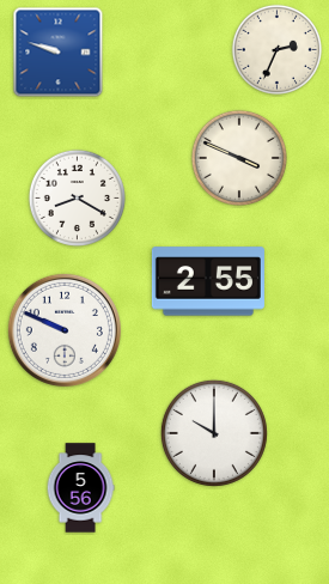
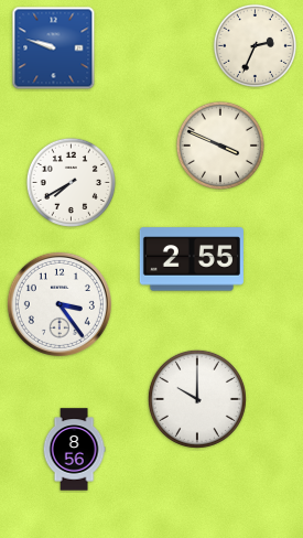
clock at (77, 197): 8:20 -> 7:40
clock at (65, 330): 9:49 -> 3:24
clock at (80, 488): 5:56 -> 8:56
